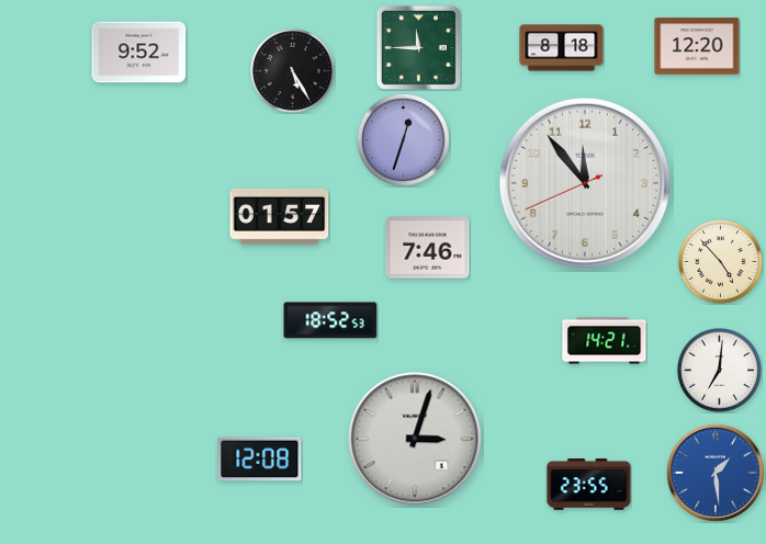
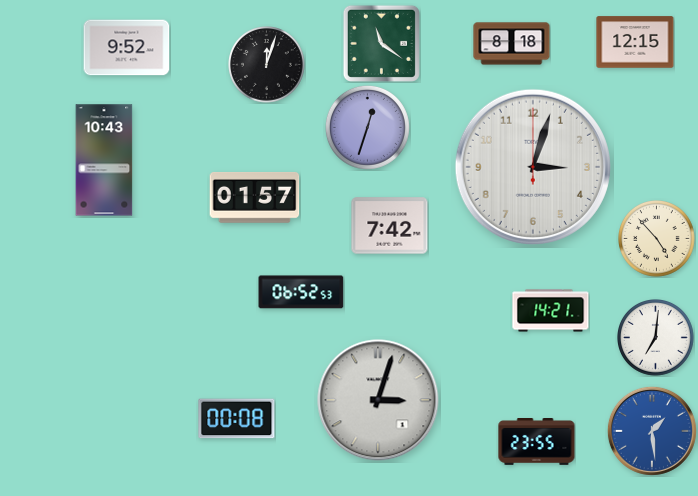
clock at (697, 46): 12:20 -> 12:15
clock at (418, 47): 11:45 -> 11:21
clock at (293, 71): 5:25 -> 12:03
clock at (104, 160): none -> 10:43
clock at (585, 183): 11:53 -> 3:03
clock at (428, 248): 7:46 -> 7:42
clock at (330, 320): 18:52 -> 06:52
clock at (260, 460): 12:08 -> 00:08
